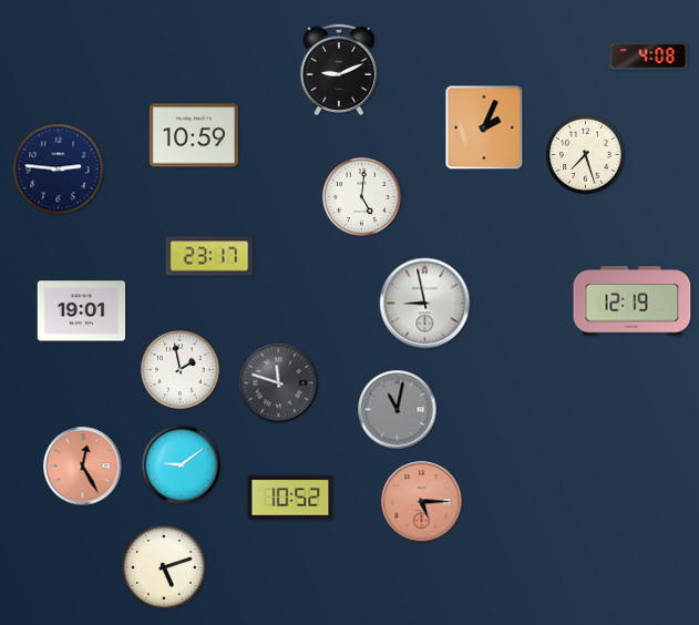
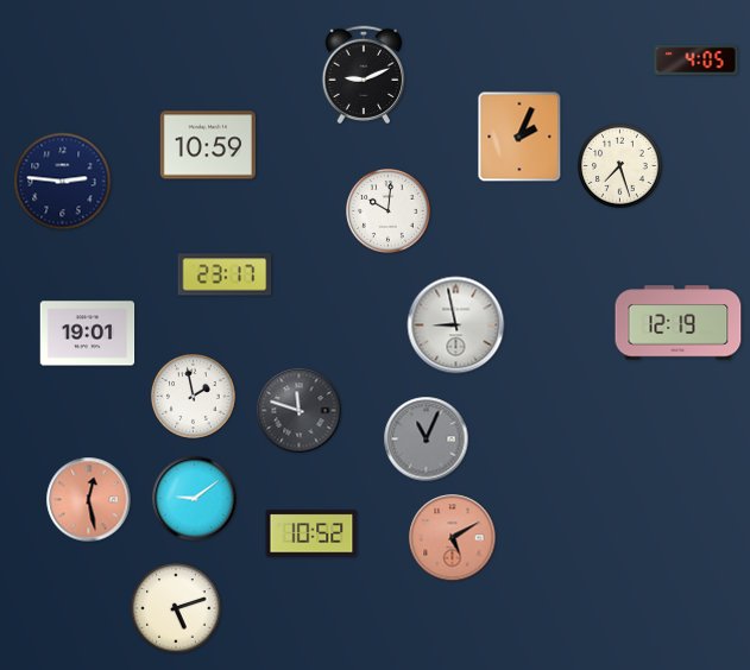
clock at (649, 55): 4:08 -> 4:05
clock at (586, 155) position: (586, 155) -> (620, 166)
clock at (362, 197): 5:01 -> 10:01
clock at (398, 410): 11:02 -> 11:04
clock at (83, 467): 12:25 -> 12:28
clock at (422, 502): 5:15 -> 5:10
